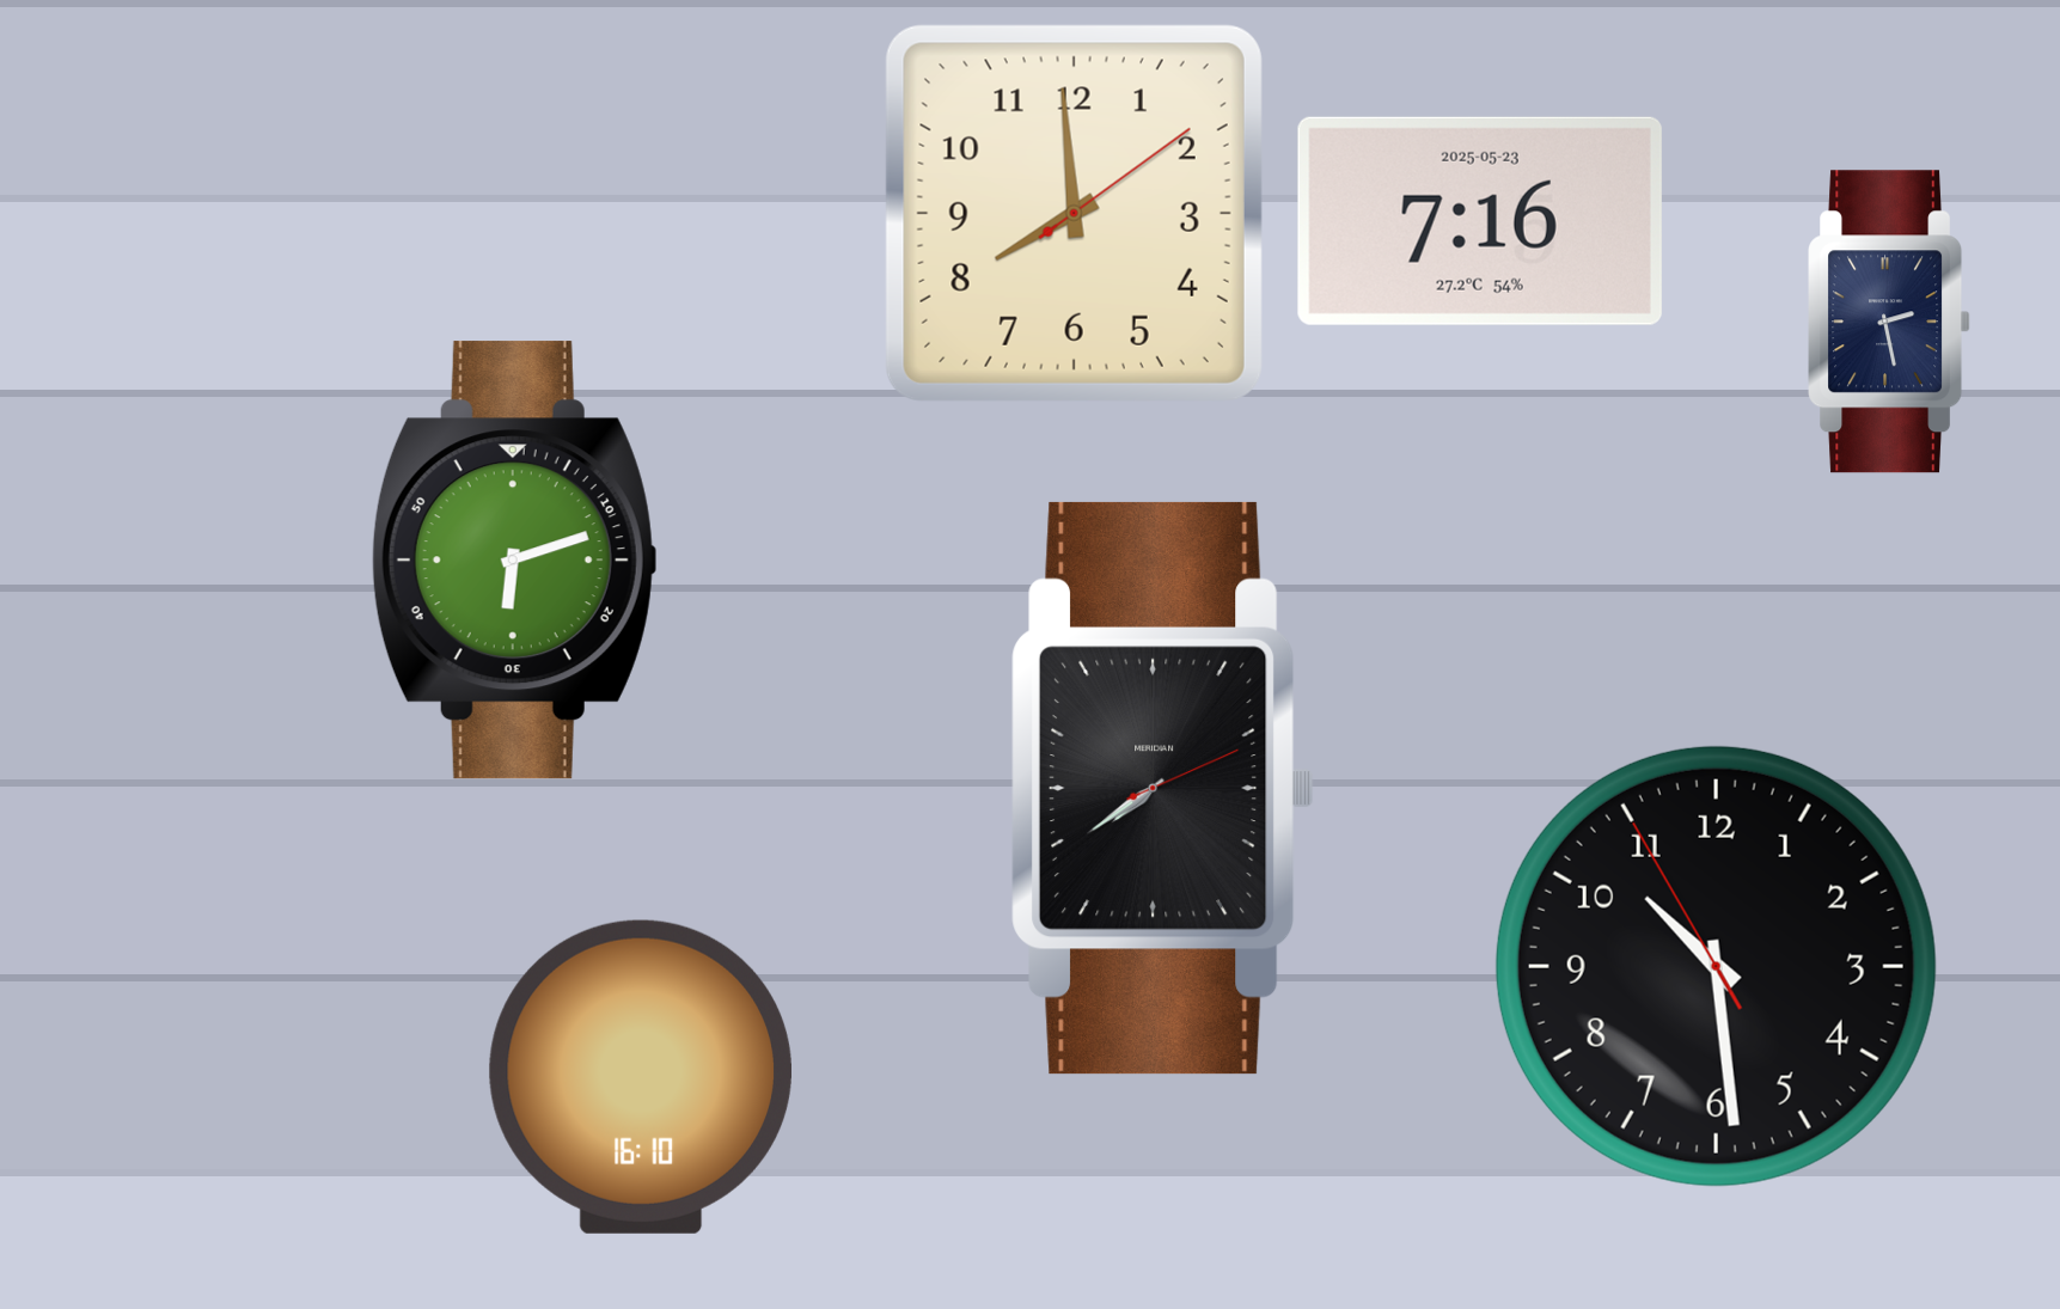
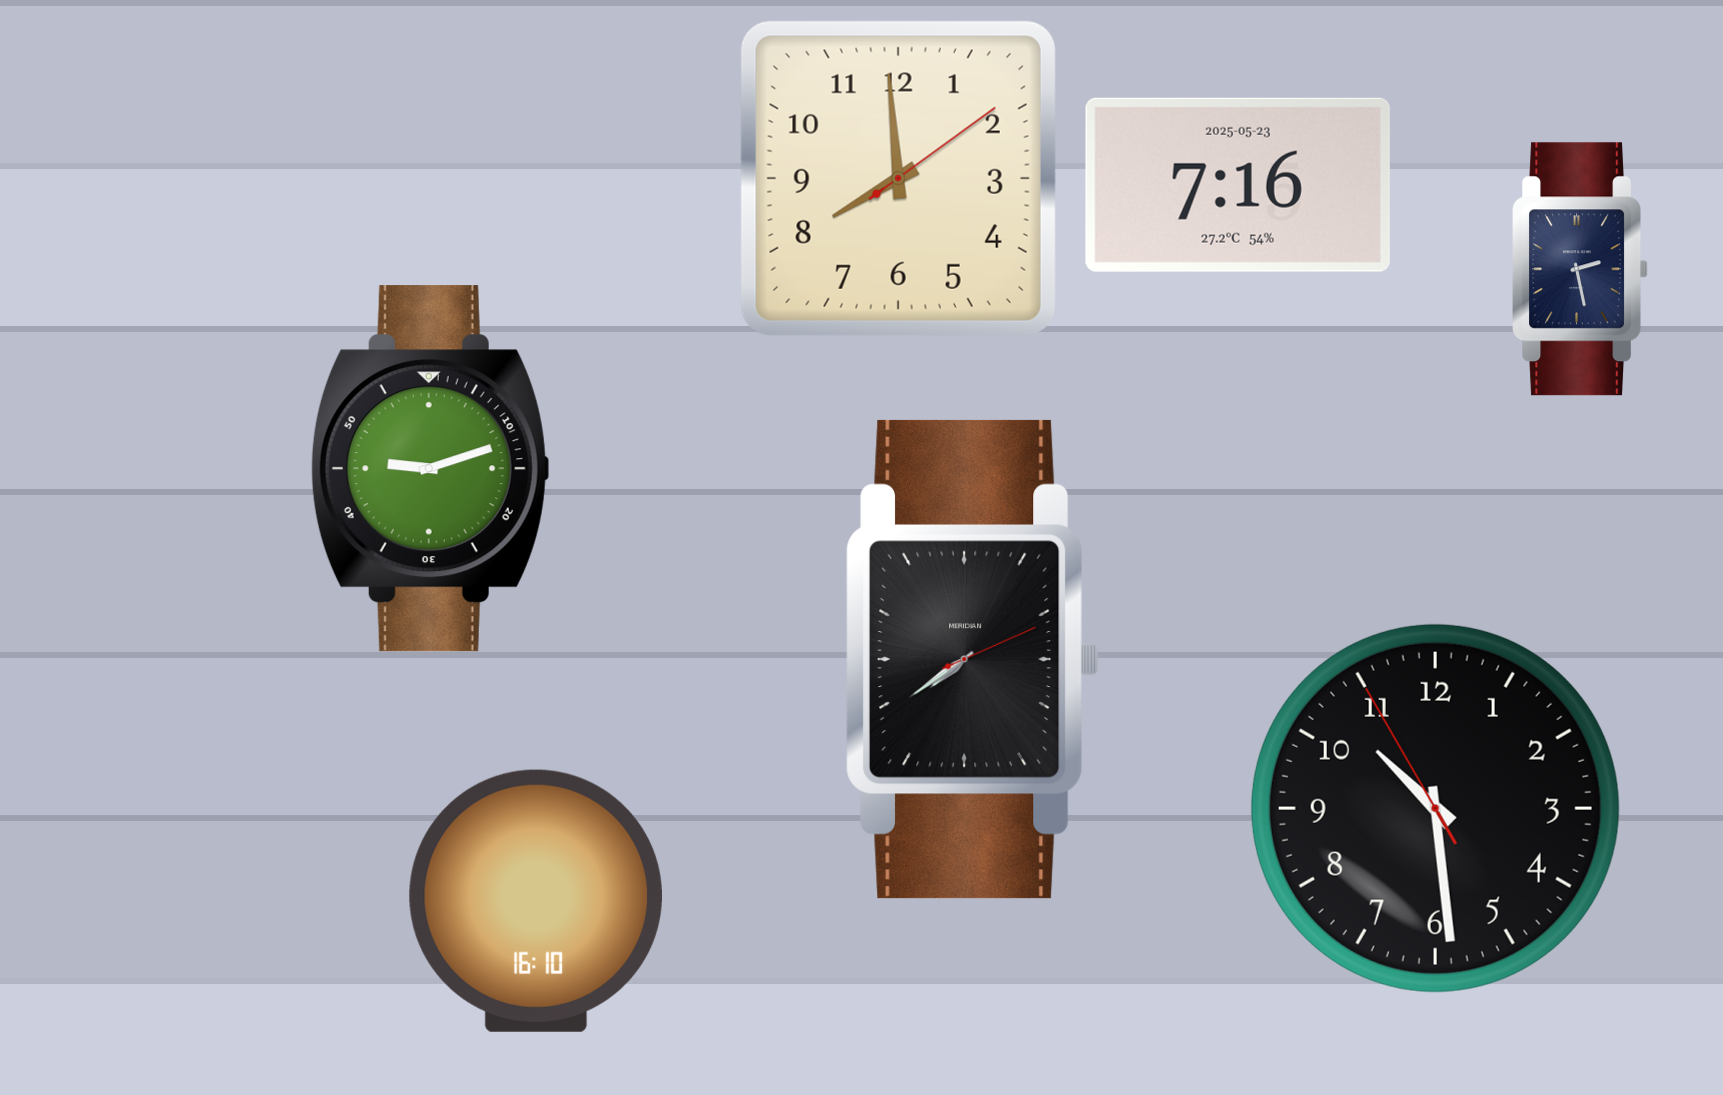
clock at (514, 561): 6:12 -> 9:12
